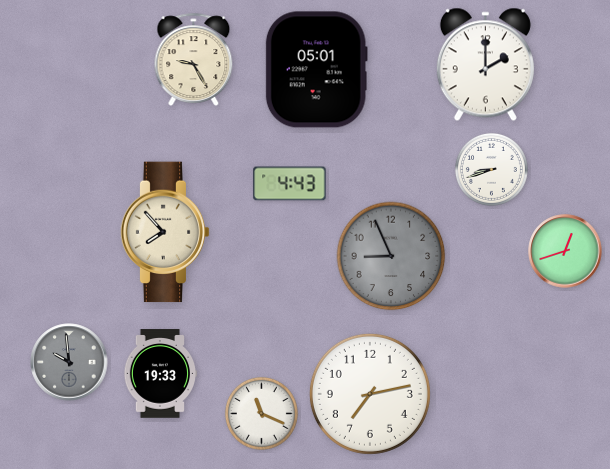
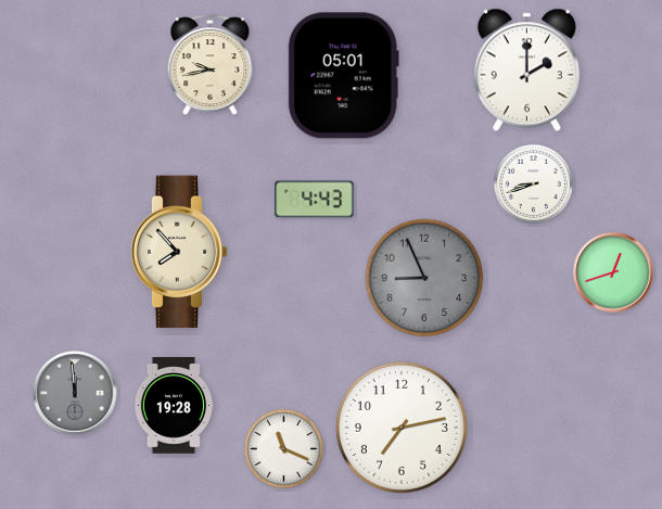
clock at (194, 59): 9:25 -> 9:43
clock at (69, 362): 9:59 -> 11:59
clock at (160, 374): 19:33 -> 19:28
